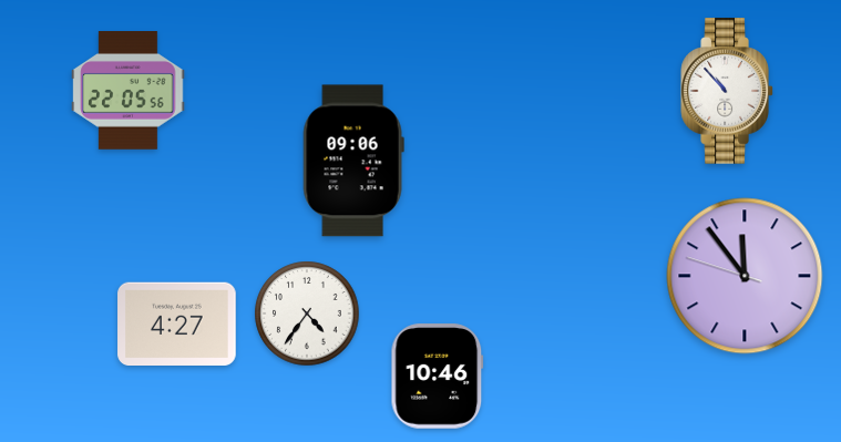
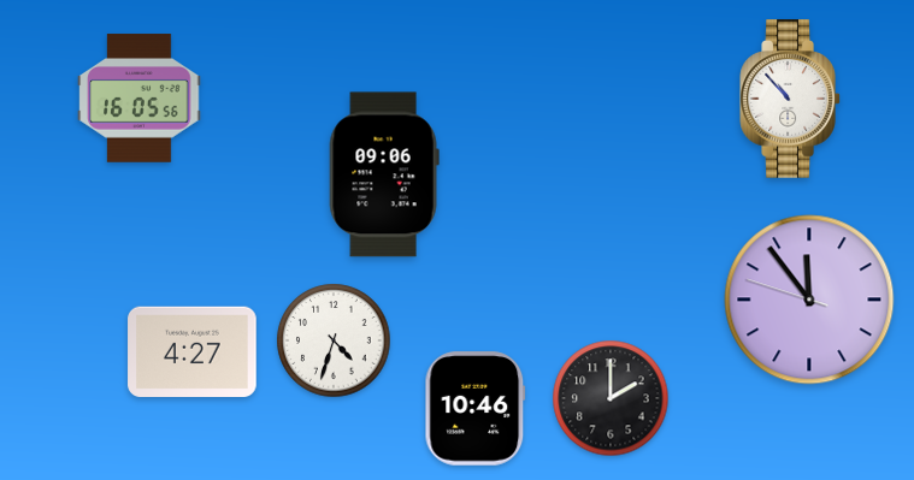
clock at (129, 91): 22:05 -> 16:05
clock at (307, 313): 4:36 -> 4:33
clock at (611, 398): none -> 2:00
